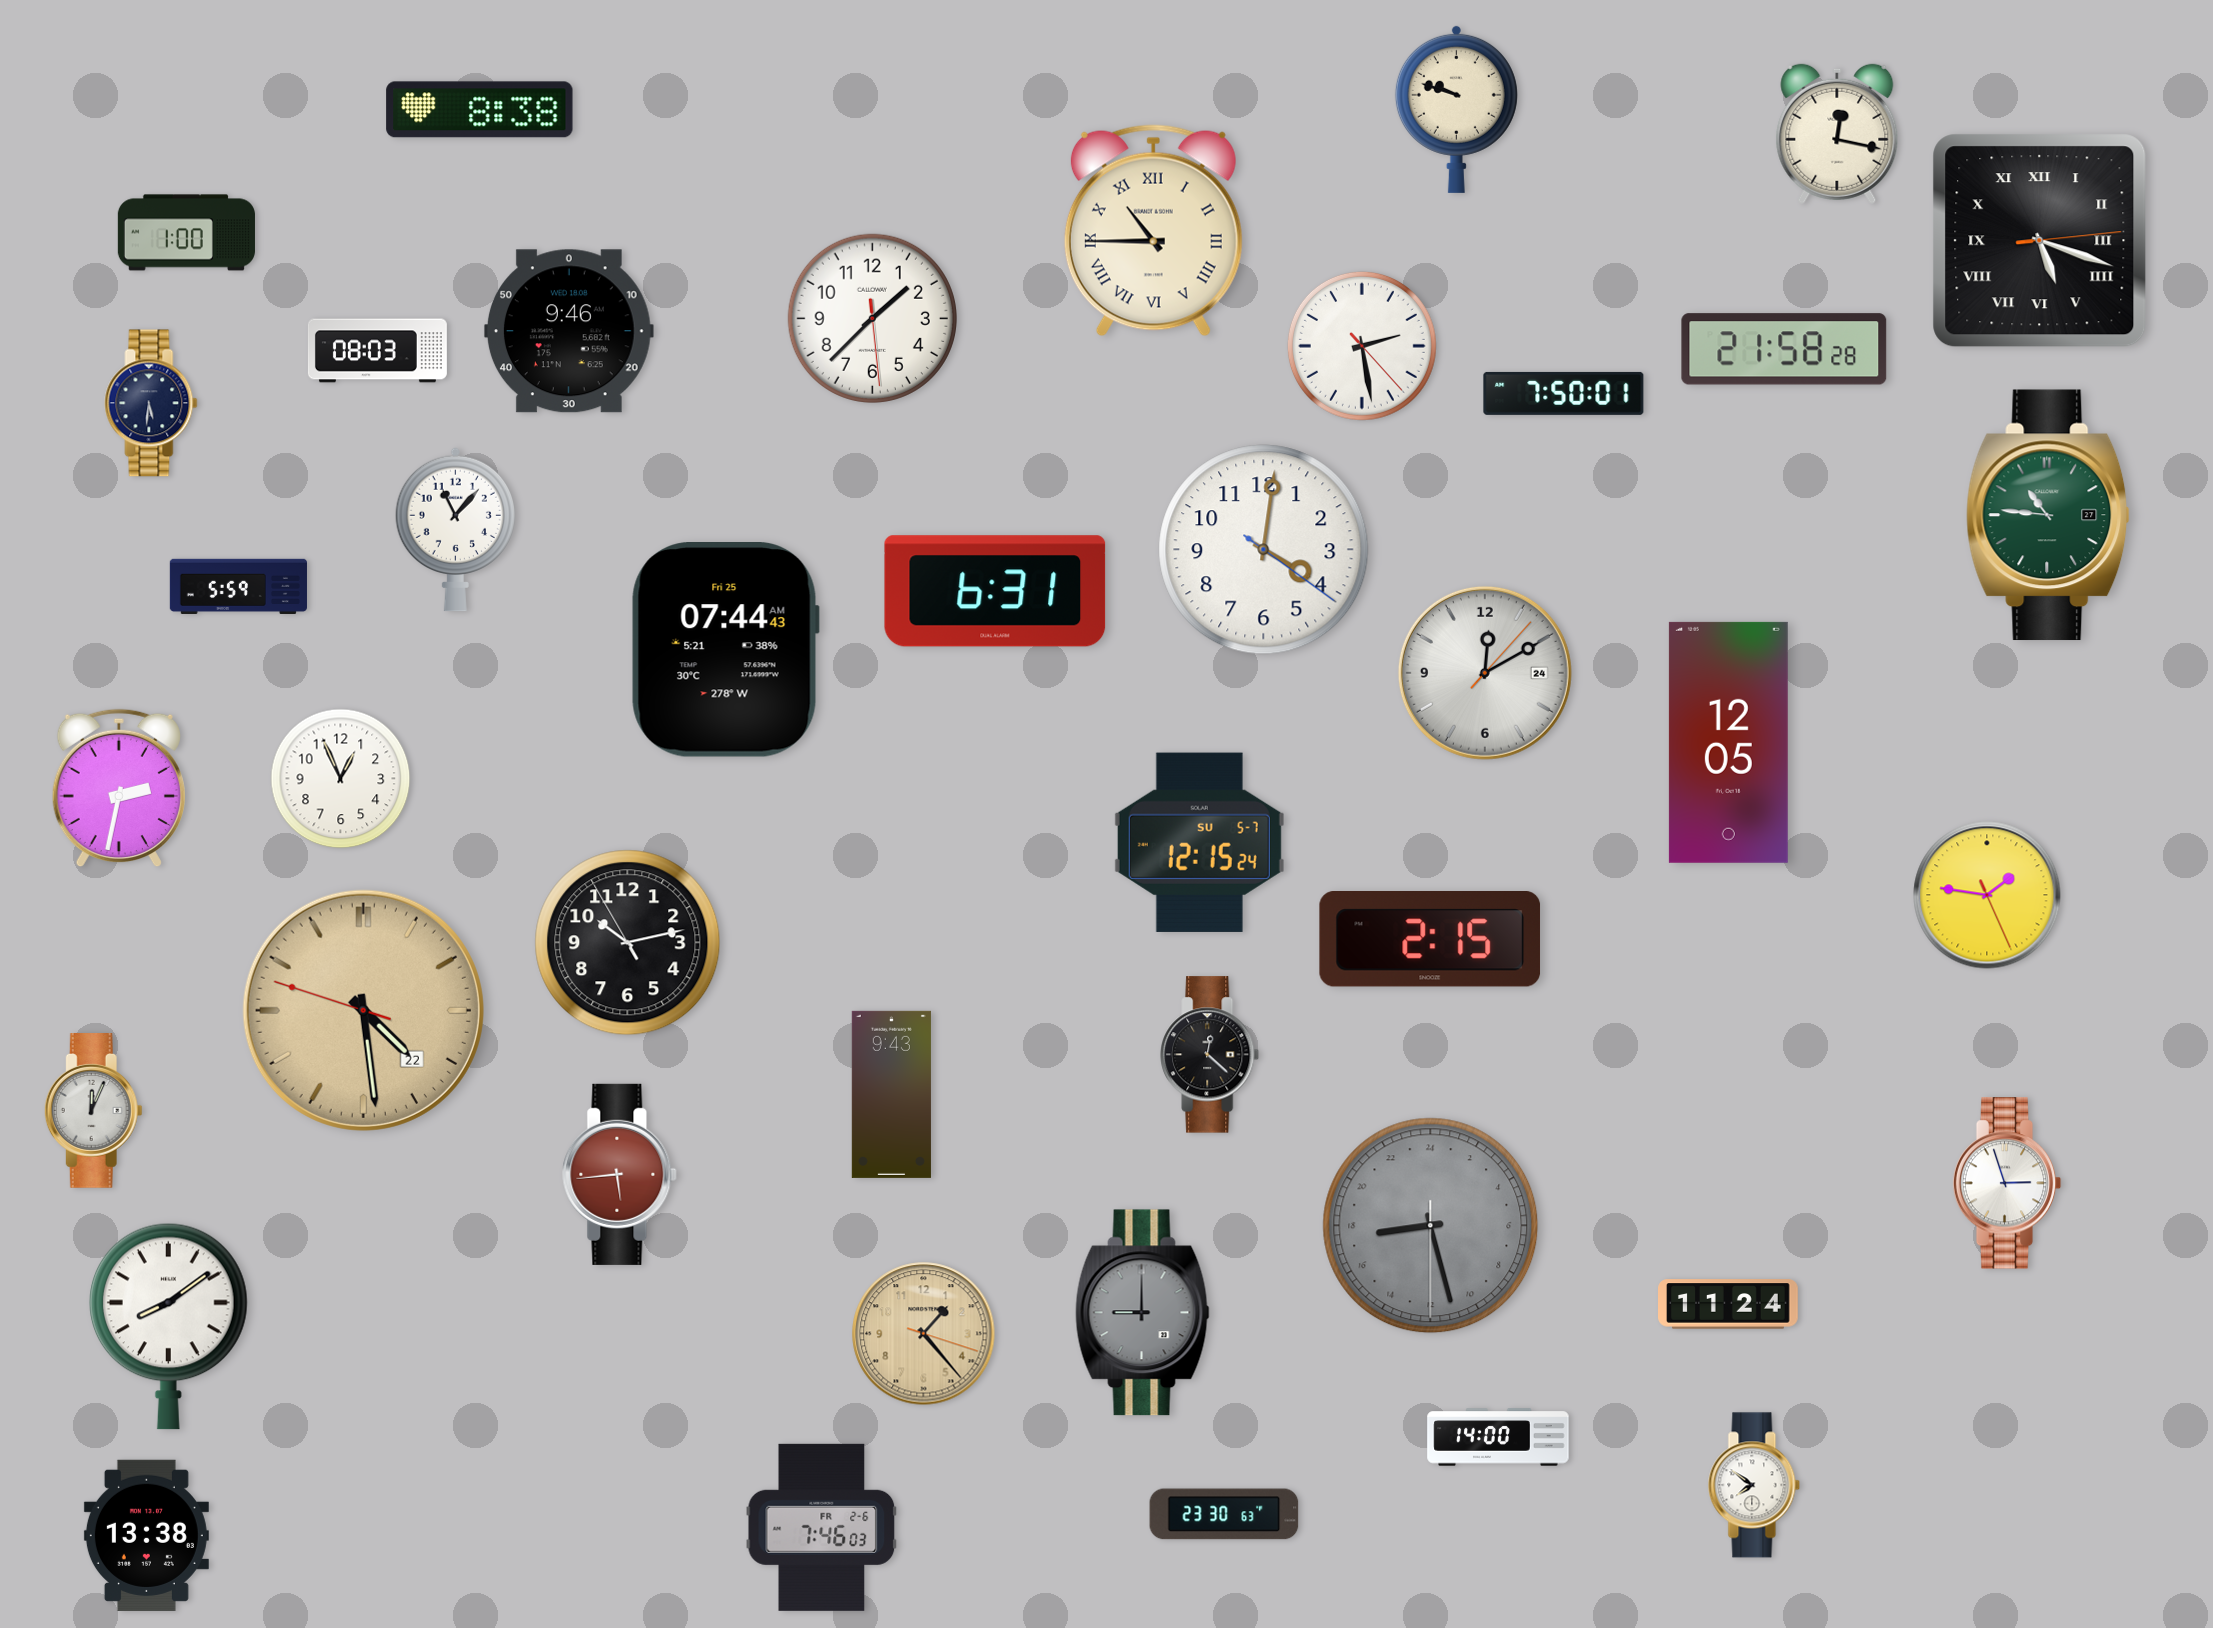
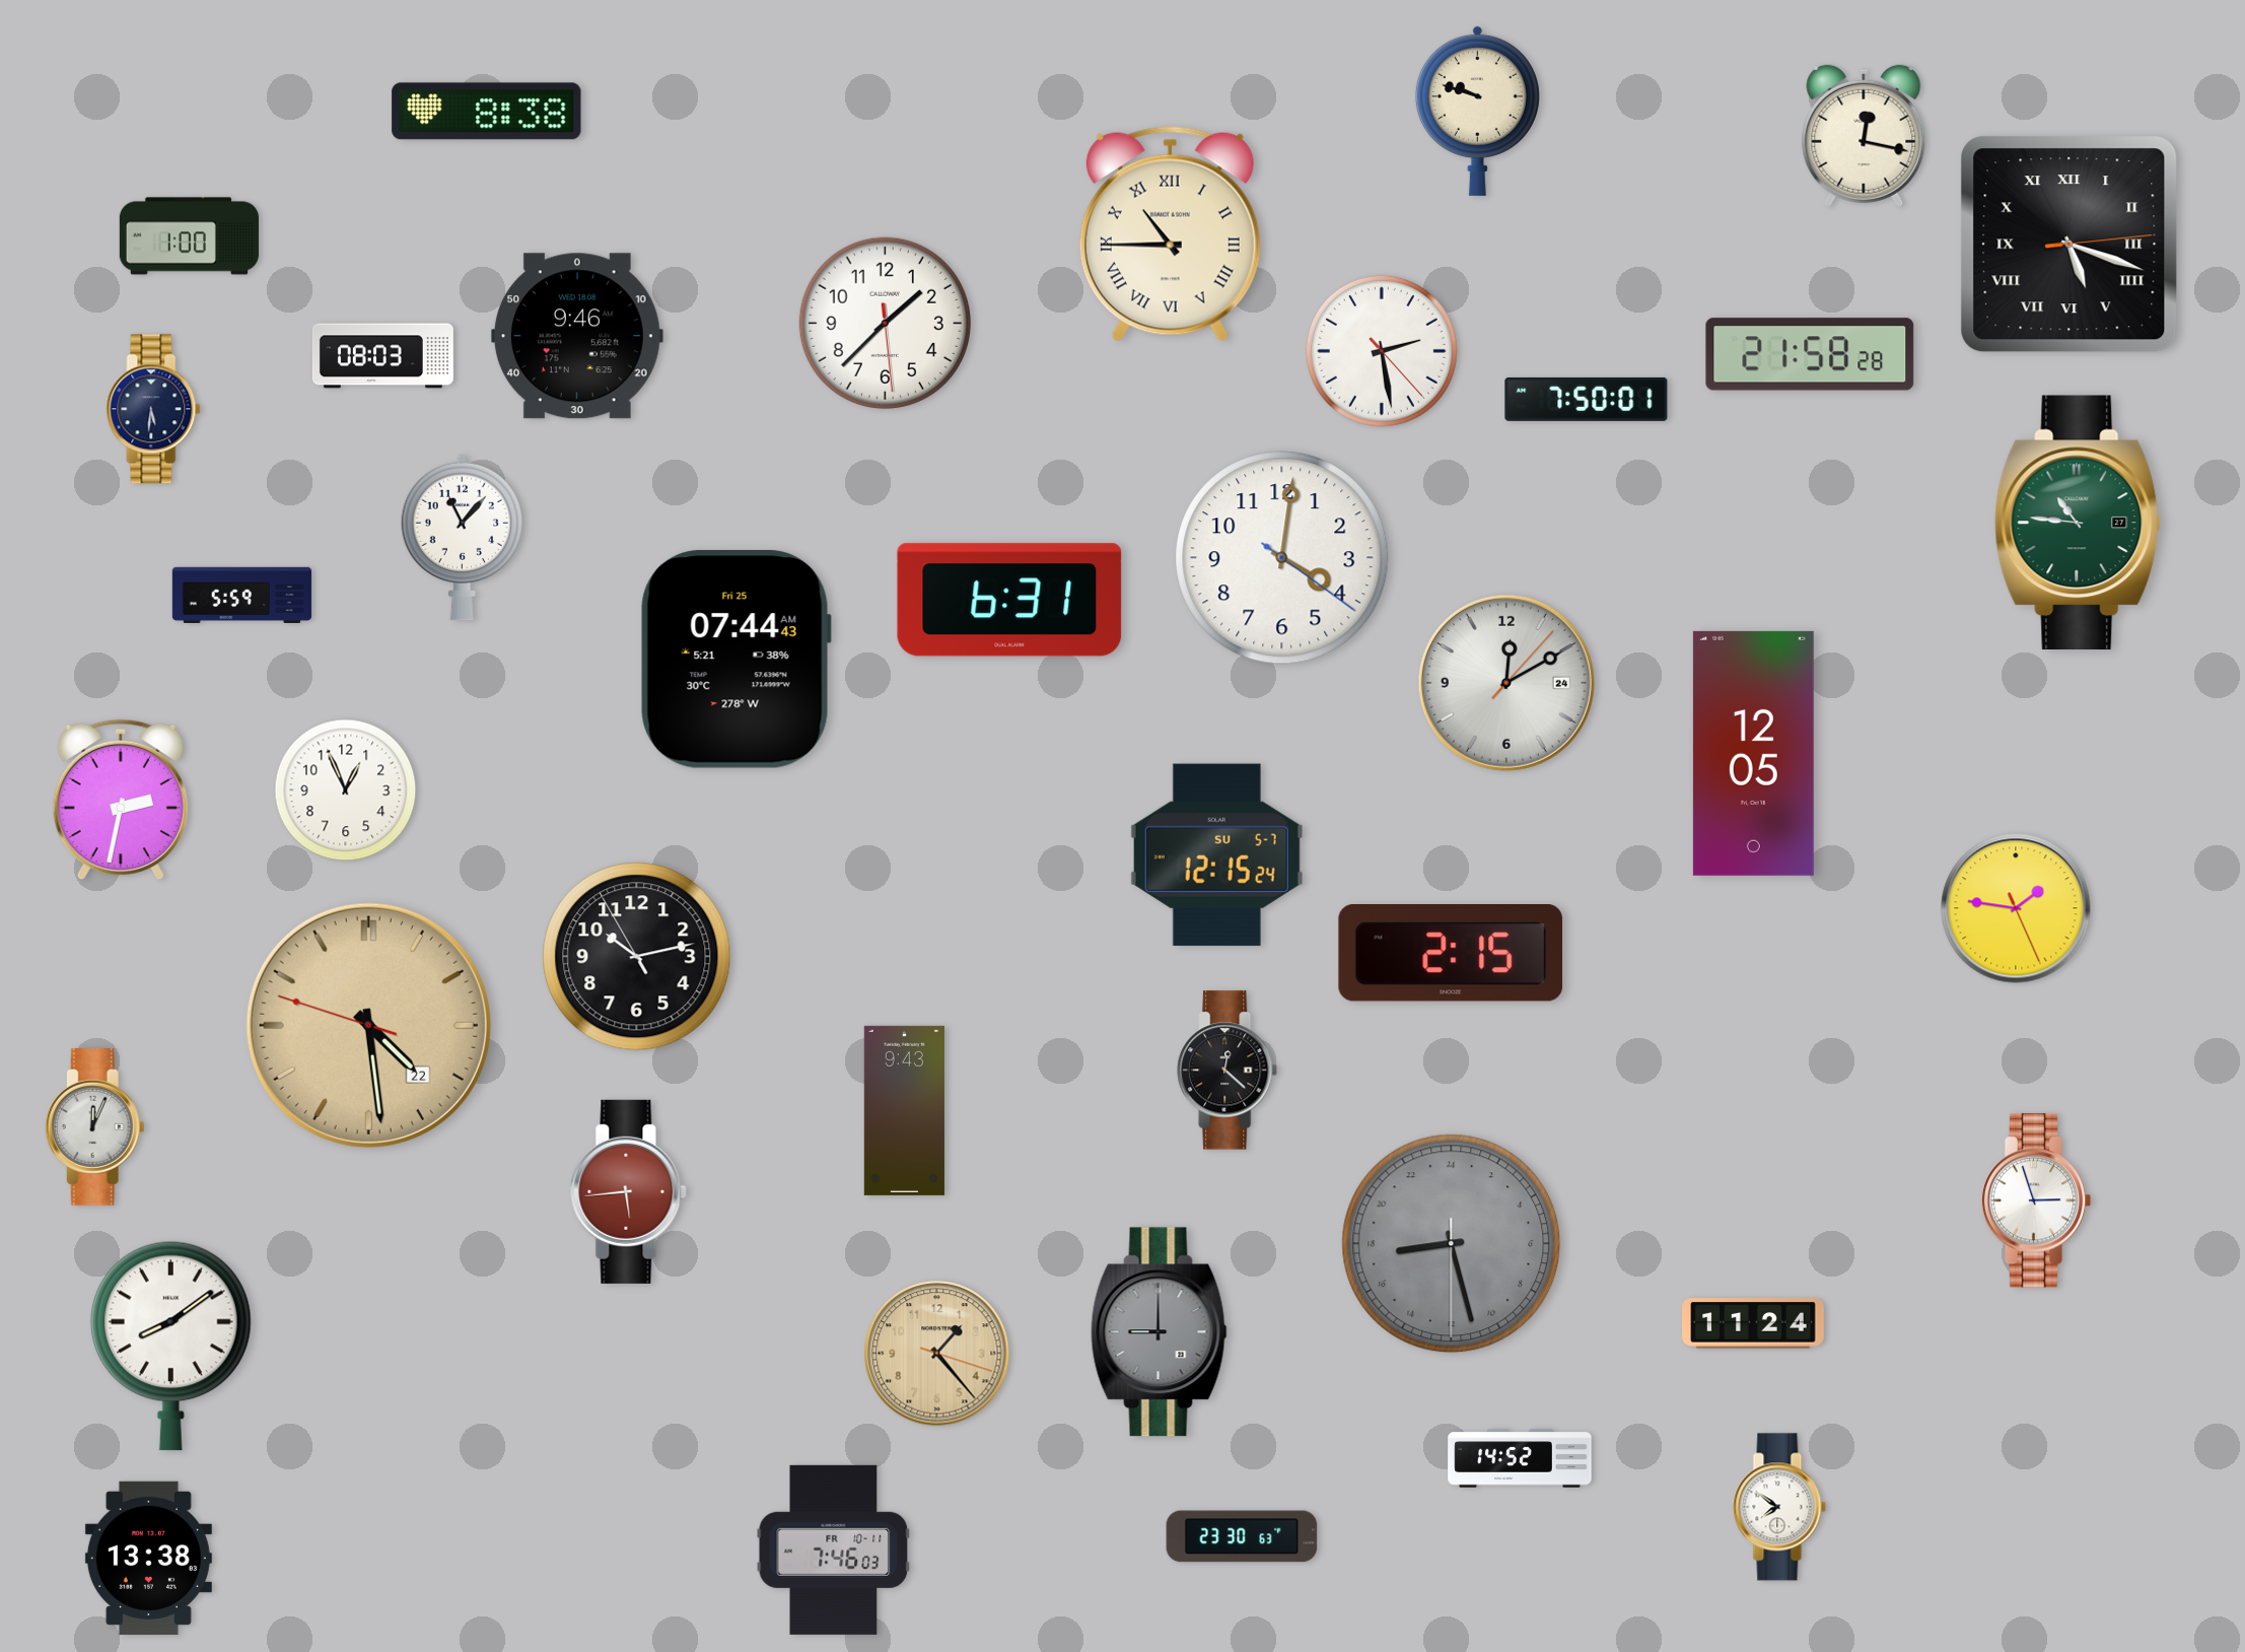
clock at (1498, 1437): 14:00 -> 14:52
clock at (822, 1527) date: FR 2-6 -> FR 10-11
